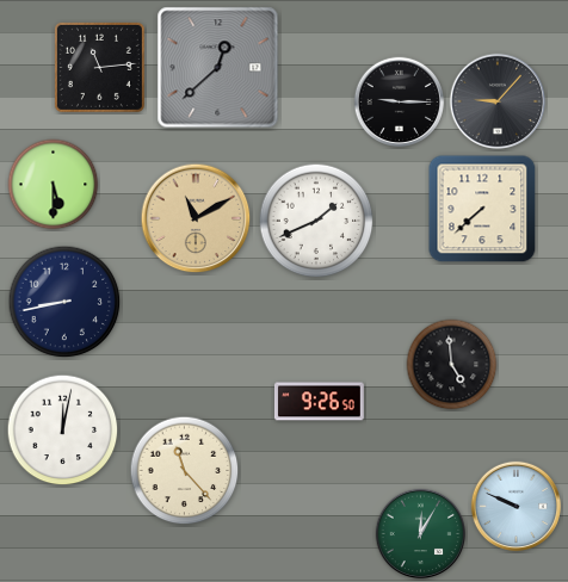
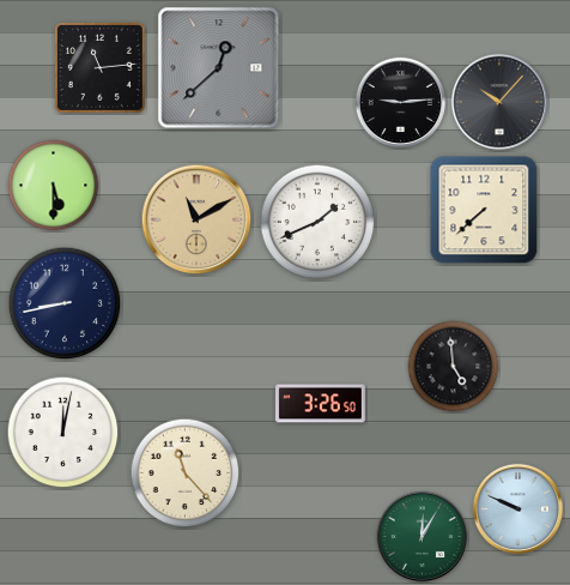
clock at (498, 101): 9:07 -> 10:07
clock at (400, 103): 9:15 -> 9:14
clock at (319, 402): 9:26 -> 3:26
